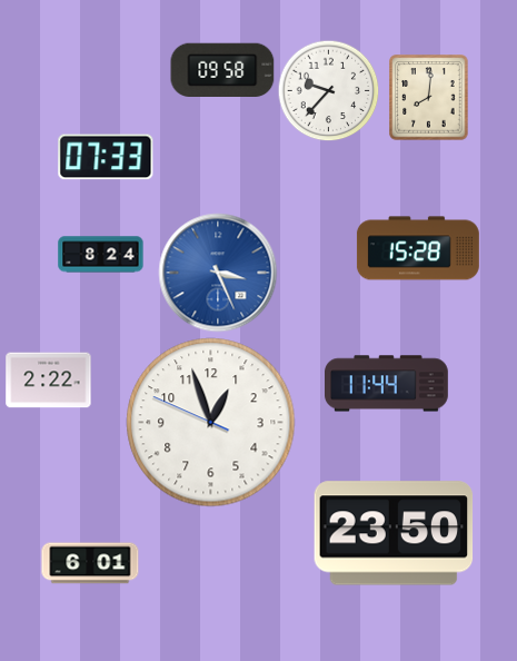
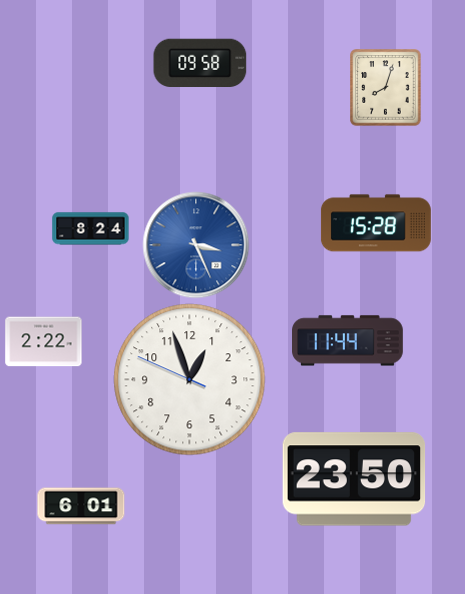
clock at (328, 90): 9:37 -> none
clock at (429, 98): 8:01 -> 8:03
clock at (106, 157): 07:33 -> none
clock at (387, 384) position: (387, 384) -> (348, 341)
